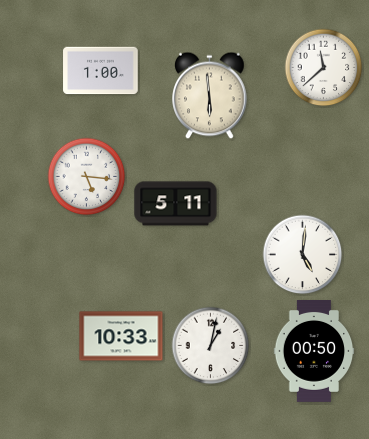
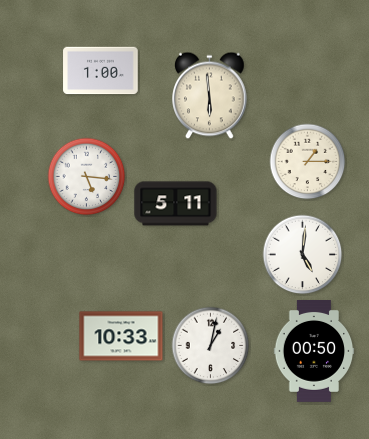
clock at (324, 68): 11:38 -> none
clock at (308, 162): none -> 1:15
